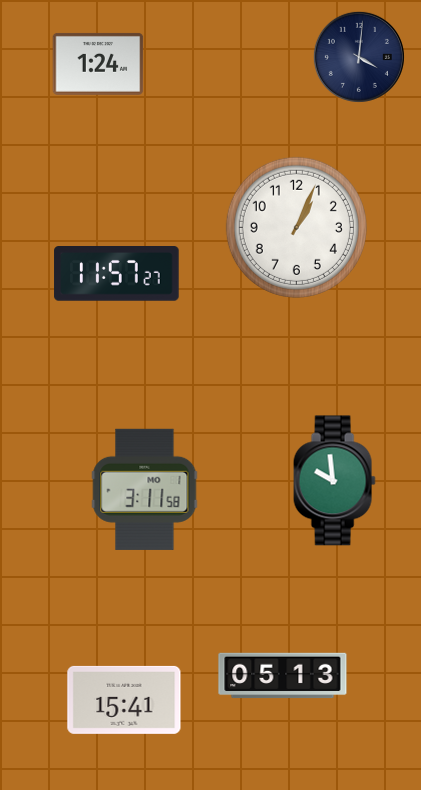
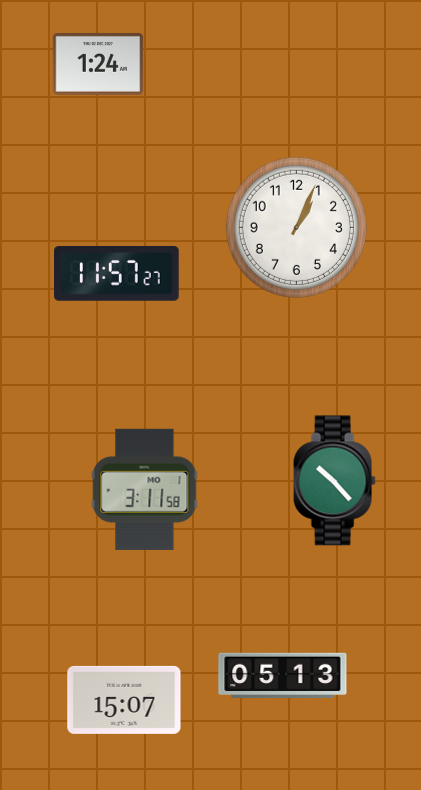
clock at (359, 57): 4:01 -> none
clock at (334, 481): 9:59 -> 10:23
clock at (124, 700): 15:41 -> 15:07
